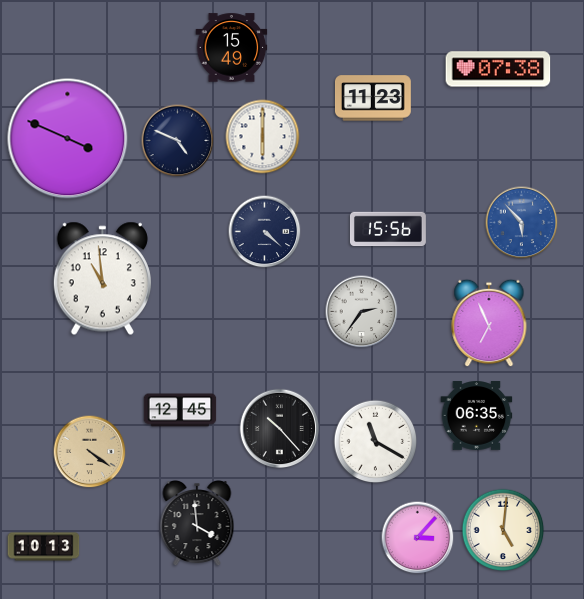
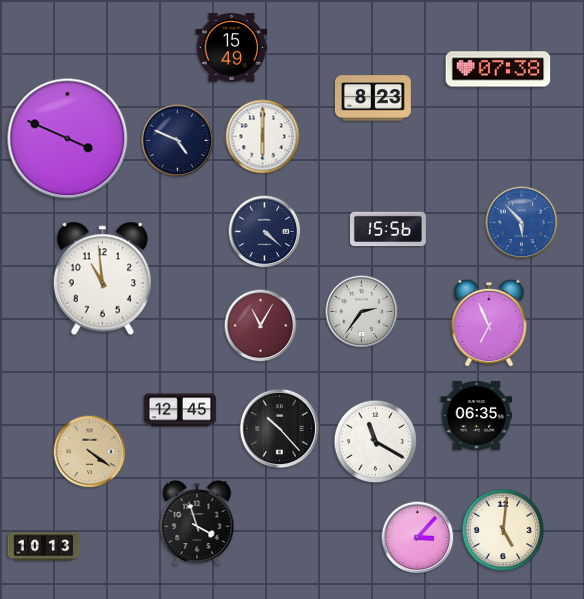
clock at (373, 98): 11:23 -> 8:23
clock at (261, 326): none -> 11:05
clock at (197, 524): 3:59 -> 3:57
